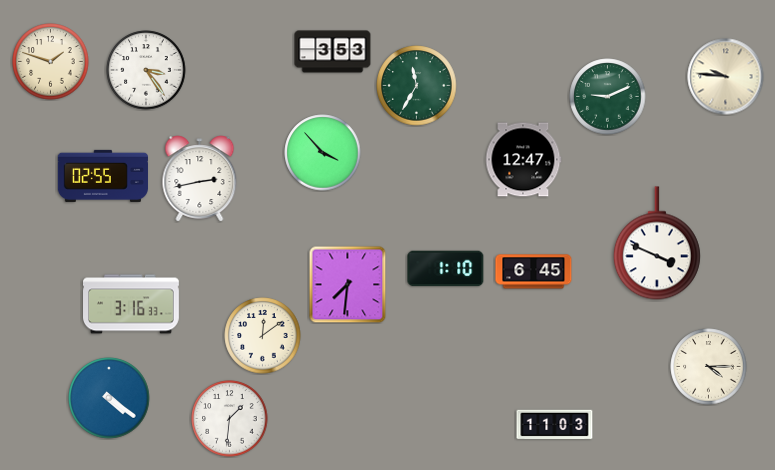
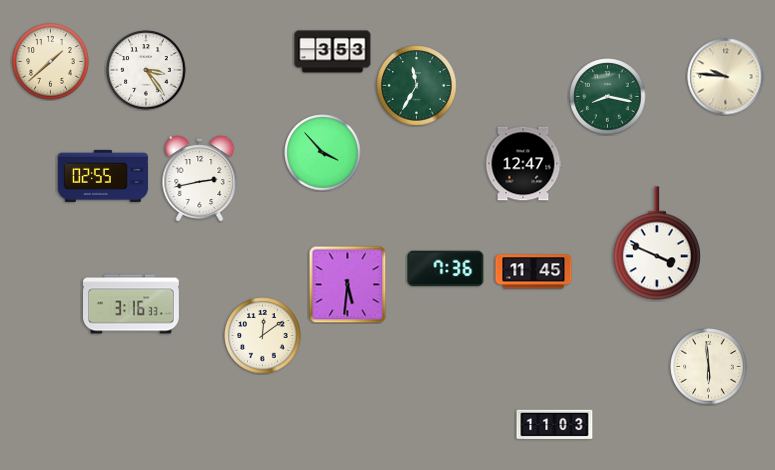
clock at (51, 62): 1:48 -> 1:38
clock at (608, 97): 9:11 -> 8:17
clock at (523, 160) position: (523, 160) -> (523, 164)
clock at (446, 269): 1:10 -> 7:36
clock at (534, 272): 6:45 -> 11:45
clock at (347, 284): 7:31 -> 5:31
clock at (709, 367): 4:15 -> 5:59
clock at (109, 398): 4:21 -> none
clock at (230, 419): 1:31 -> none
